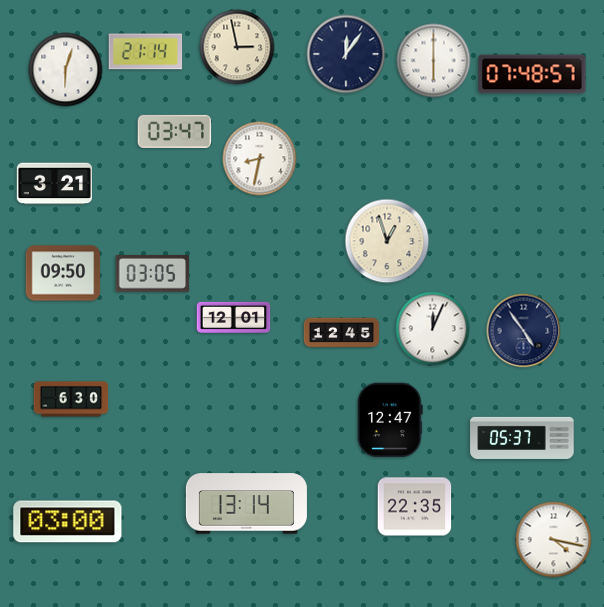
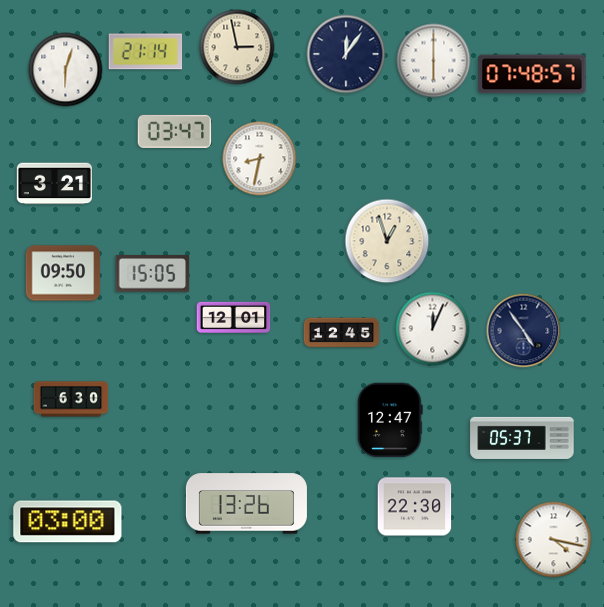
clock at (153, 274): 03:05 -> 15:05
clock at (246, 504): 13:14 -> 13:26
clock at (415, 507): 22:35 -> 22:30
